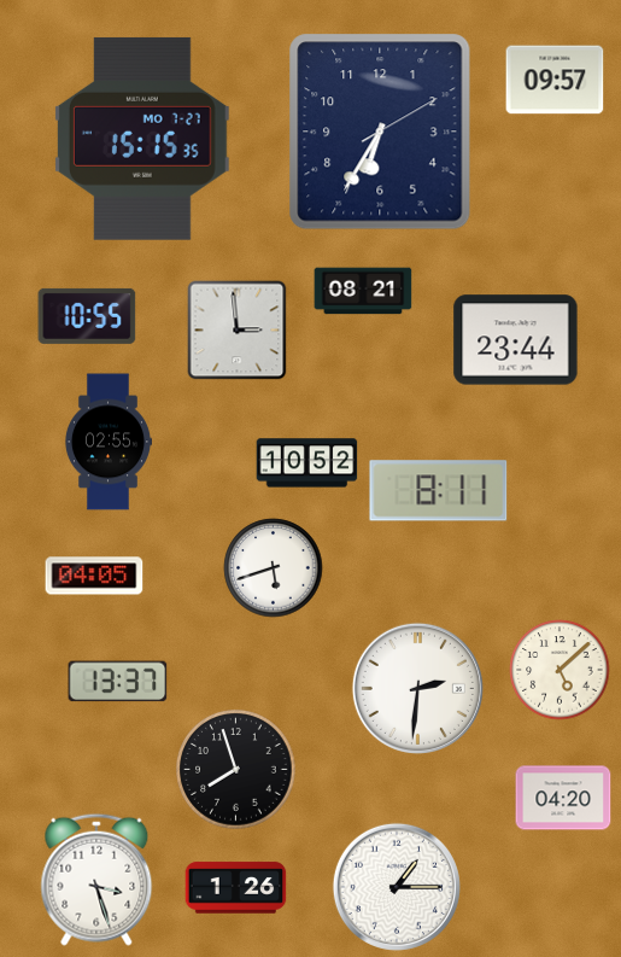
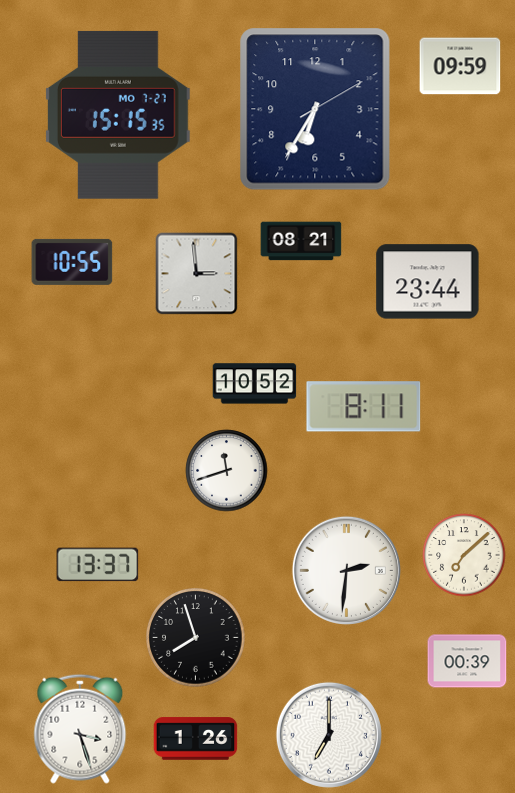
clock at (555, 80): 09:57 -> 09:59
clock at (107, 442): 02:55 -> none
clock at (274, 568): 5:42 -> 11:42
clock at (94, 576): 04:05 -> none
clock at (560, 670): 5:08 -> 7:08
clock at (563, 798): 04:20 -> 00:39
clock at (397, 887): 1:15 -> 7:00
clock at (236, 888) position: (236, 888) -> (196, 739)
